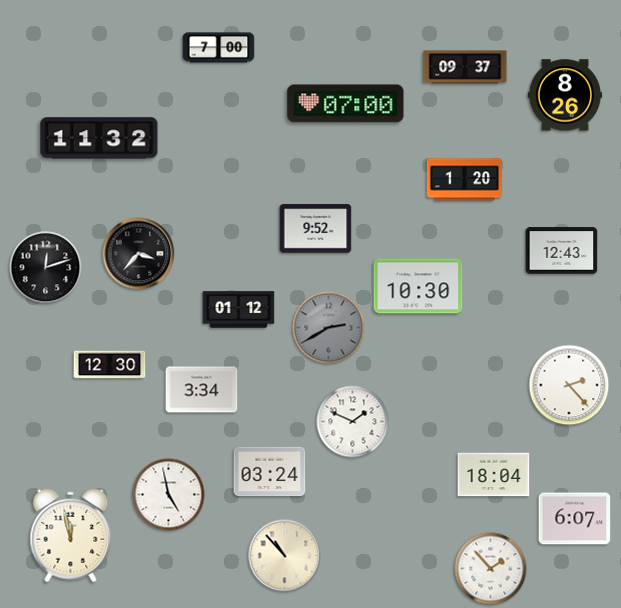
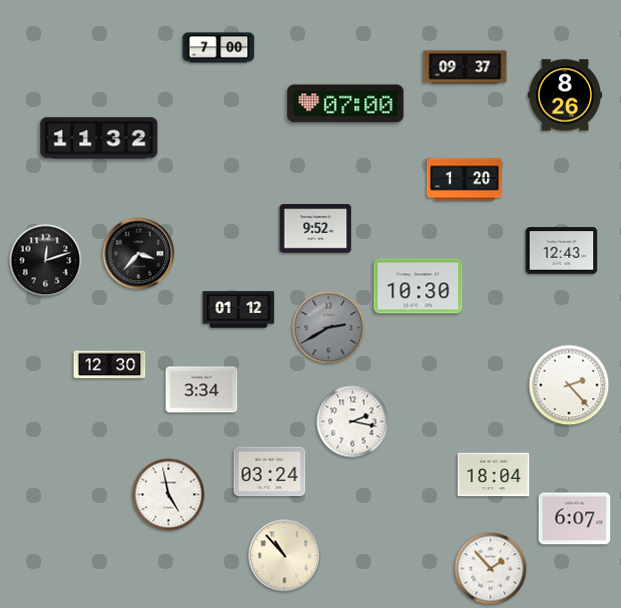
clock at (46, 268) position: (46, 268) -> (46, 261)
clock at (353, 422): 1:49 -> 2:17
clock at (71, 536): 11:58 -> none
